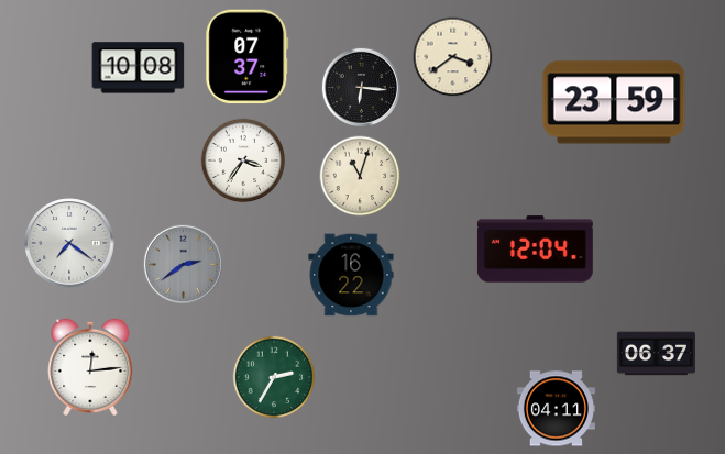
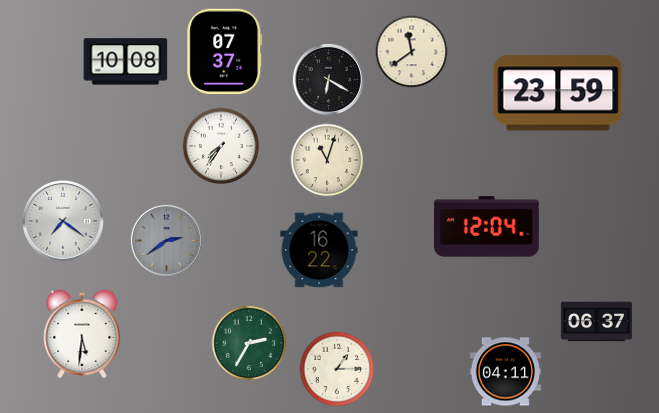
clock at (453, 57): 3:39 -> 11:39
clock at (361, 87): 6:16 -> 6:20
clock at (243, 160): 3:36 -> 7:36
clock at (90, 367): 12:14 -> 5:31
clock at (337, 369): none -> 1:15
